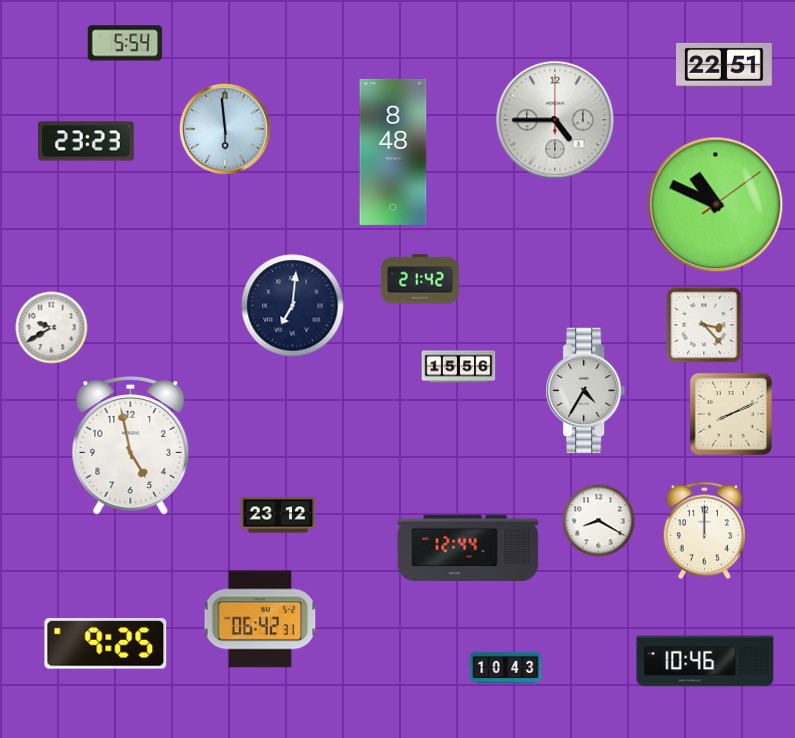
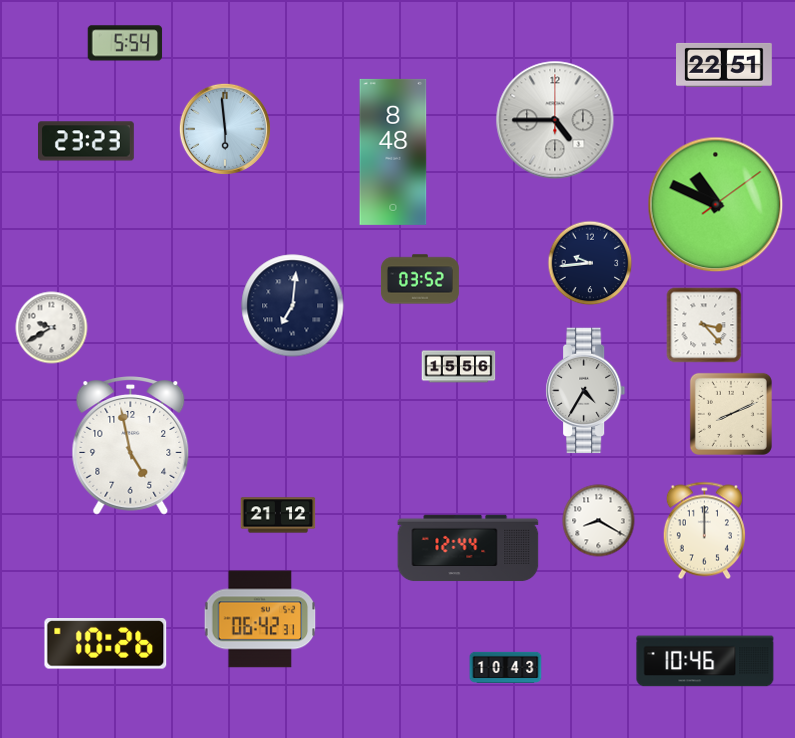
clock at (590, 263): none -> 9:44
clock at (420, 279): 21:42 -> 03:52
clock at (278, 515): 23:12 -> 21:12
clock at (106, 644): 9:25 -> 10:26
